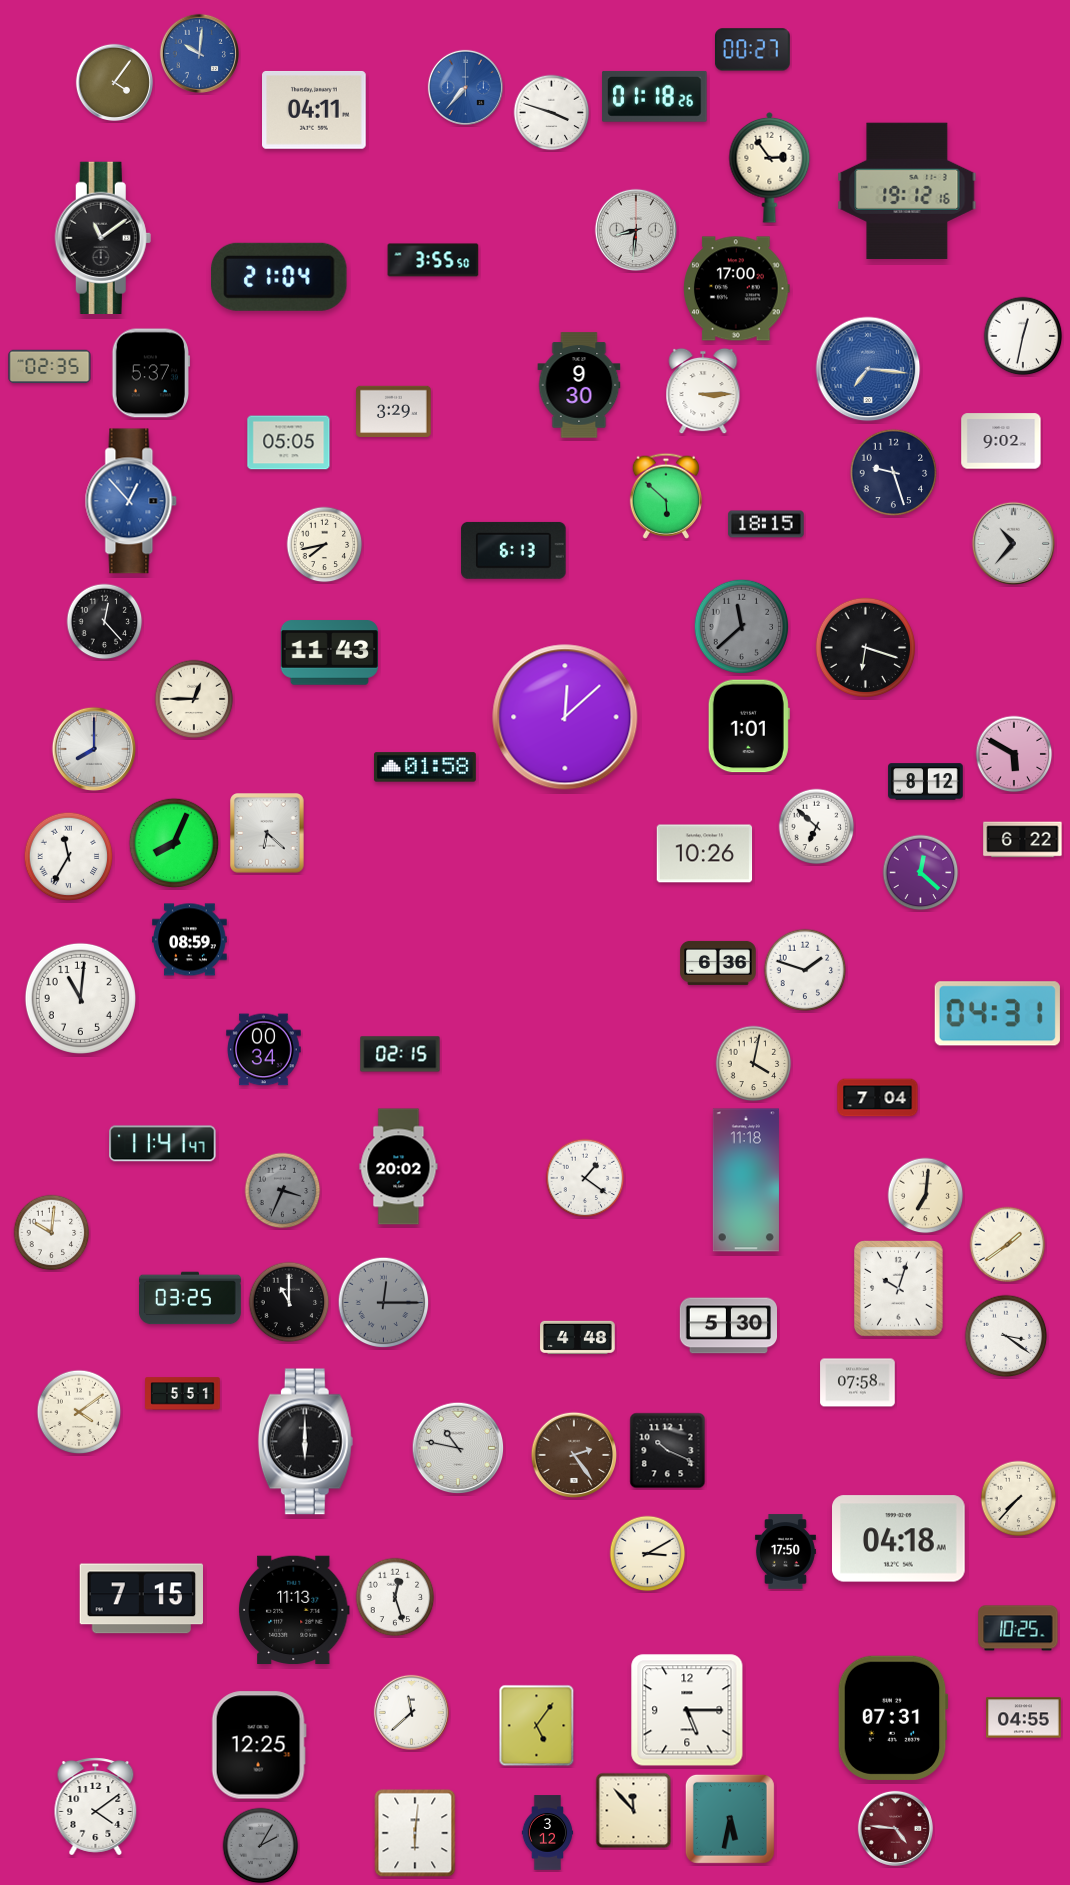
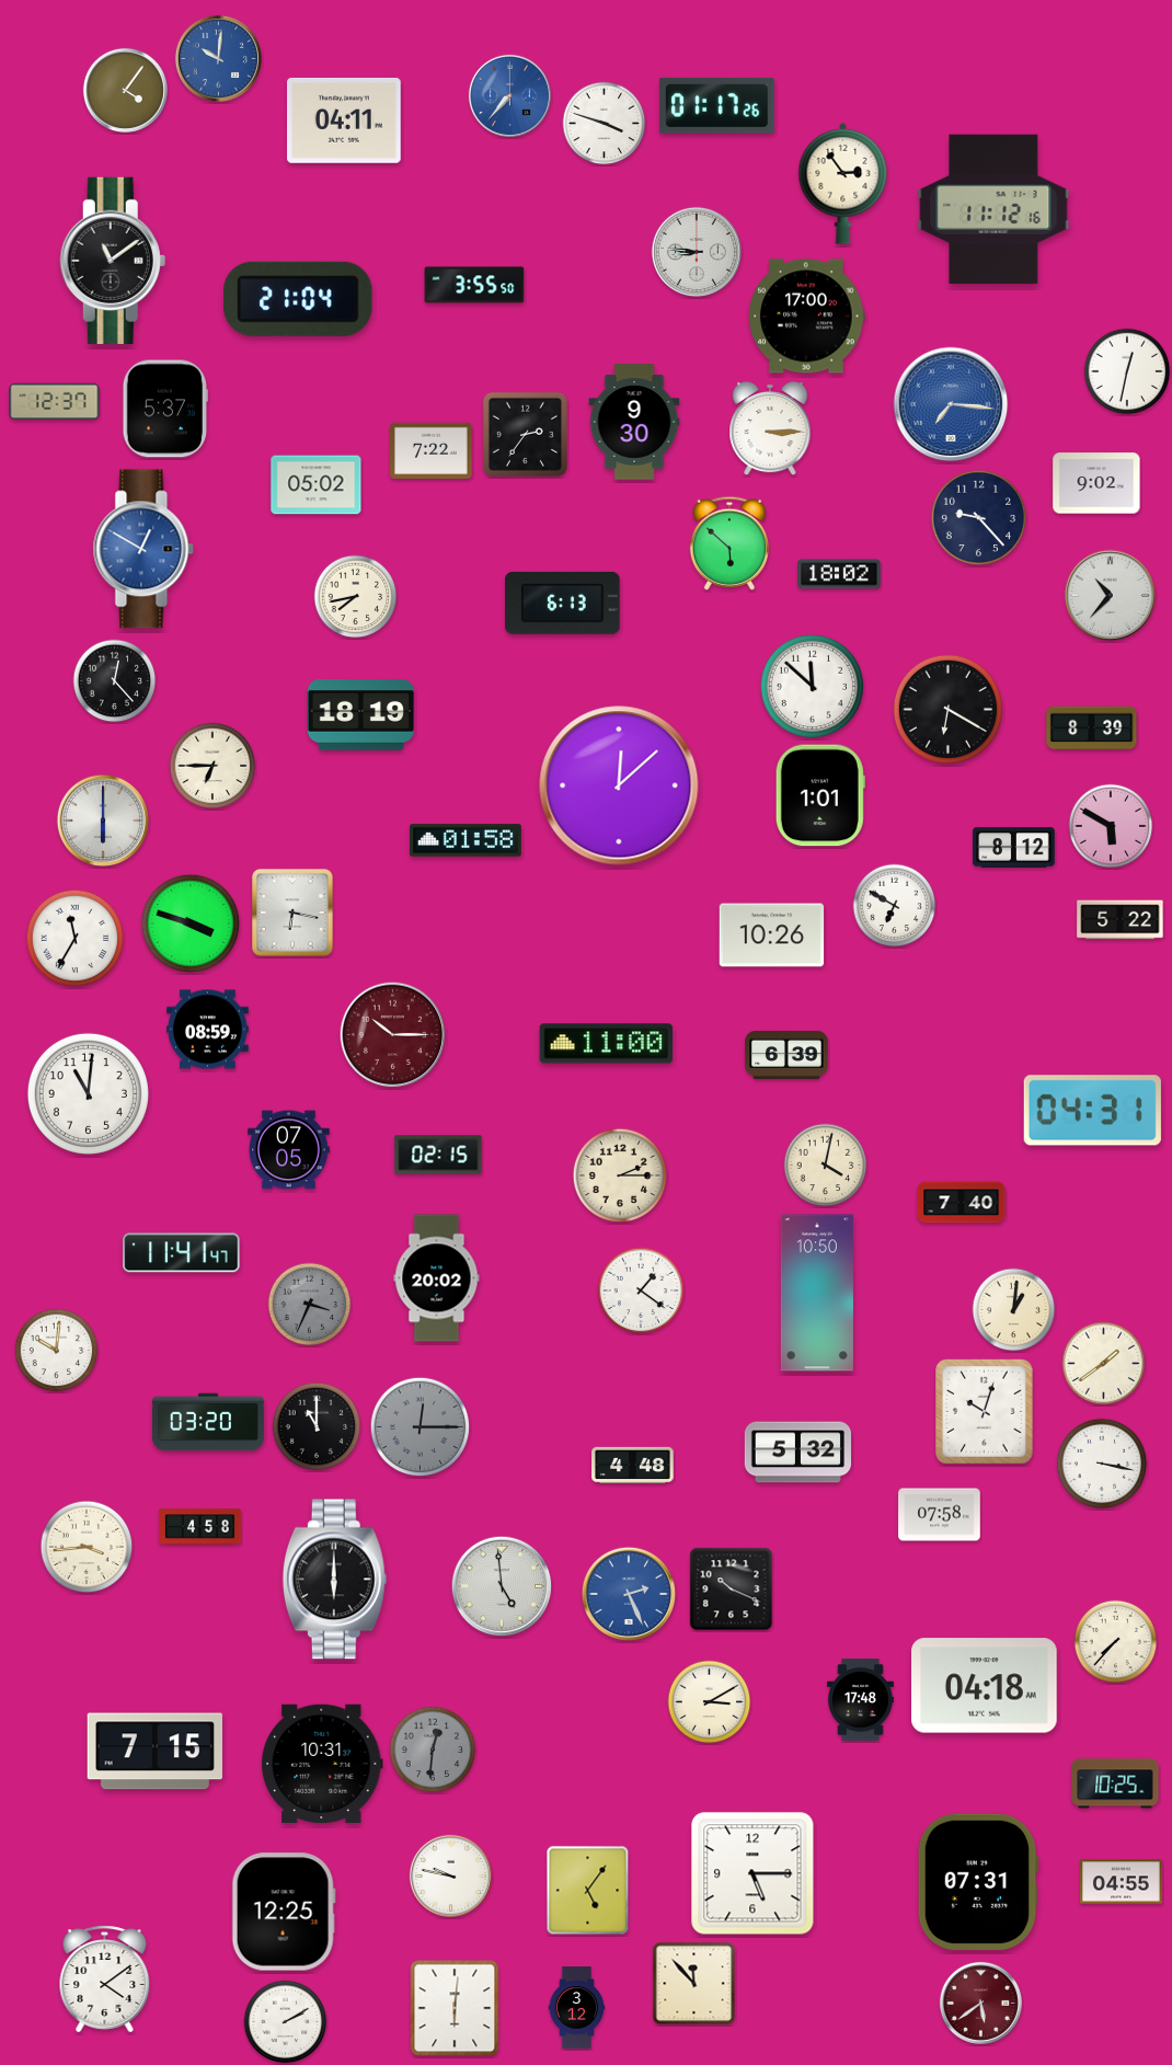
clock at (753, 50): 00:27 -> none
clock at (655, 96): 01:18 -> 01:17
clock at (907, 190): 19:12 -> 11:12
clock at (635, 229): 8:31 -> 8:46
clock at (279, 277) position: (279, 277) -> (298, 299)
clock at (1023, 336) position: (1023, 336) -> (1127, 371)
clock at (50, 367): 02:35 -> 12:37
clock at (525, 434): none -> 2:36
clock at (394, 411): 3:29 -> 7:22
clock at (289, 443): 05:05 -> 05:02
clock at (894, 473): 9:27 -> 9:23
clock at (131, 501): 12:53 -> 12:50
clock at (766, 524): 18:15 -> 18:02
clock at (742, 627): 11:38 -> 11:52
clock at (742, 627) dial: grey -> white
clock at (865, 647): 6:18 -> 6:20
clock at (329, 653): 11:43 -> 18:19
clock at (1092, 729): none -> 8:39
clock at (194, 699): 12:45 -> 6:45
clock at (93, 748): 8:00 -> 6:00
clock at (926, 782) position: (926, 782) -> (1014, 848)
clock at (817, 827): 6:52 -> 6:50
clock at (267, 833): 6:22 -> 6:17
clock at (1023, 840): 6:22 -> 5:22
clock at (174, 843): 8:04 -> 3:48
clock at (921, 873): 12:22 -> none
clock at (393, 1035): none -> 10:15
clock at (607, 1044): none -> 11:00
clock at (718, 963): 6:36 -> 6:39
clock at (805, 970): 1:48 -> none
clock at (264, 1050): 00:34 -> 07:05
clock at (620, 1175): none -> 2:15
clock at (878, 1098): 7:04 -> 7:40
clock at (163, 1144) position: (163, 1144) -> (182, 1253)
clock at (746, 1180): 11:18 -> 10:50
clock at (926, 1196): 7:01 -> 1:01
clock at (191, 1298): 03:25 -> 03:20
clock at (728, 1326): 5:30 -> 5:32
clock at (1006, 1336): 3:21 -> 3:17
clock at (183, 1394): 5:51 -> 4:58
clock at (79, 1412): 4:09 -> 3:44
clock at (458, 1448): 10:47 -> 4:59
clock at (574, 1455): 2:24 -> 2:26
clock at (574, 1455) dial: brown -> blue
clock at (785, 1552): 17:50 -> 17:48
clock at (395, 1597): 12:27 -> 12:31
clock at (395, 1597) dial: white -> grey
clock at (294, 1610): 11:13 -> 10:31
clock at (411, 1712): 11:38 -> 9:47
clock at (730, 1819): 5:32 -> none
clock at (895, 1828): 4:46 -> 5:39
clock at (548, 1833) position: (548, 1833) -> (577, 2008)
clock at (261, 1846): 2:05 -> 2:10
clock at (261, 1846) dial: grey -> white
